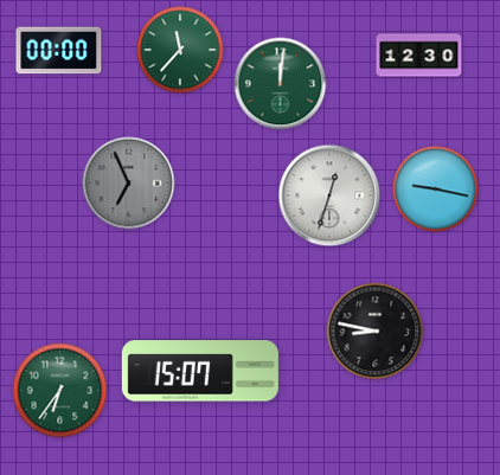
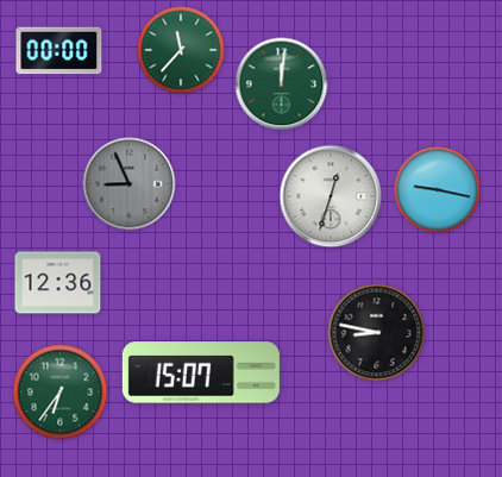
clock at (419, 56): 12:30 -> none
clock at (129, 184): 6:56 -> 8:56
clock at (58, 283): none -> 12:36
